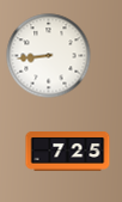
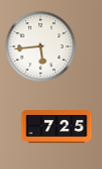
clock at (49, 56): 8:44 -> 5:44
